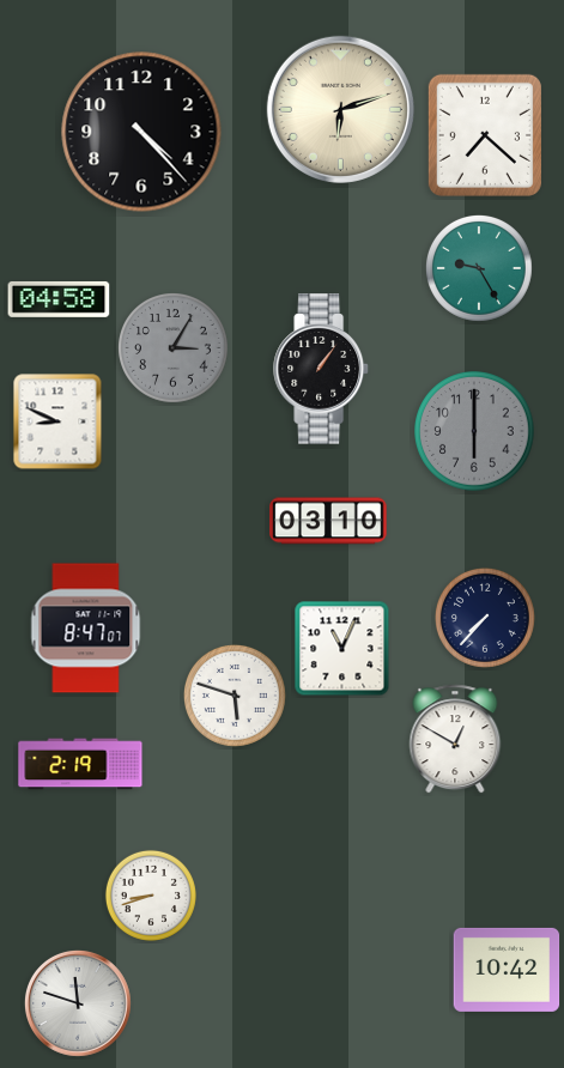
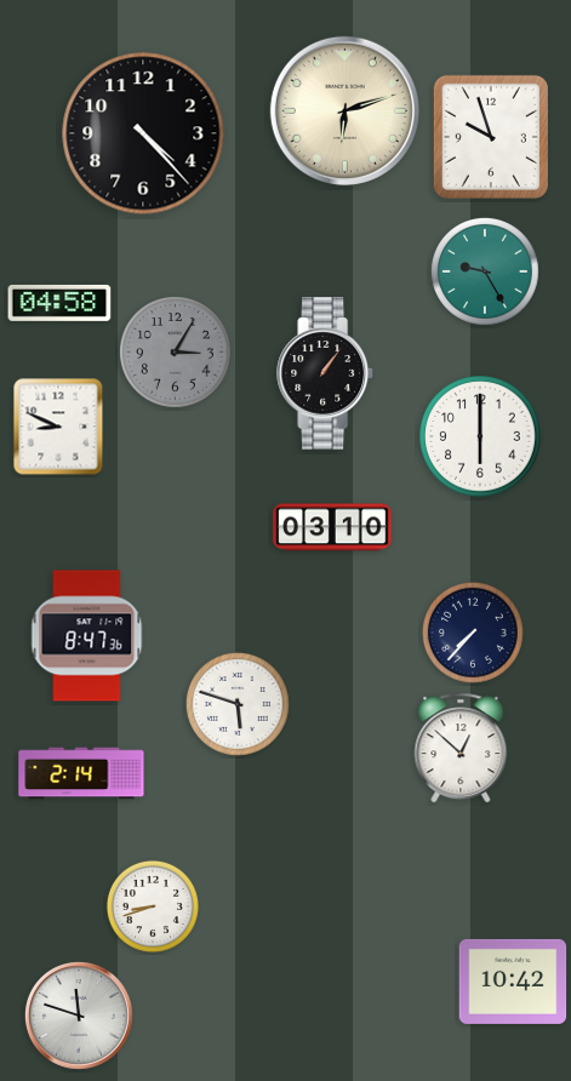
clock at (485, 135): 7:22 -> 9:57
clock at (474, 431) dial: grey -> white
clock at (485, 618) position: (485, 618) -> (473, 633)
clock at (86, 629): 8:47:07 -> 8:47:36
clock at (342, 649): 11:04 -> none
clock at (455, 739): 12:50 -> 12:52
clock at (80, 764): 2:19 -> 2:14
